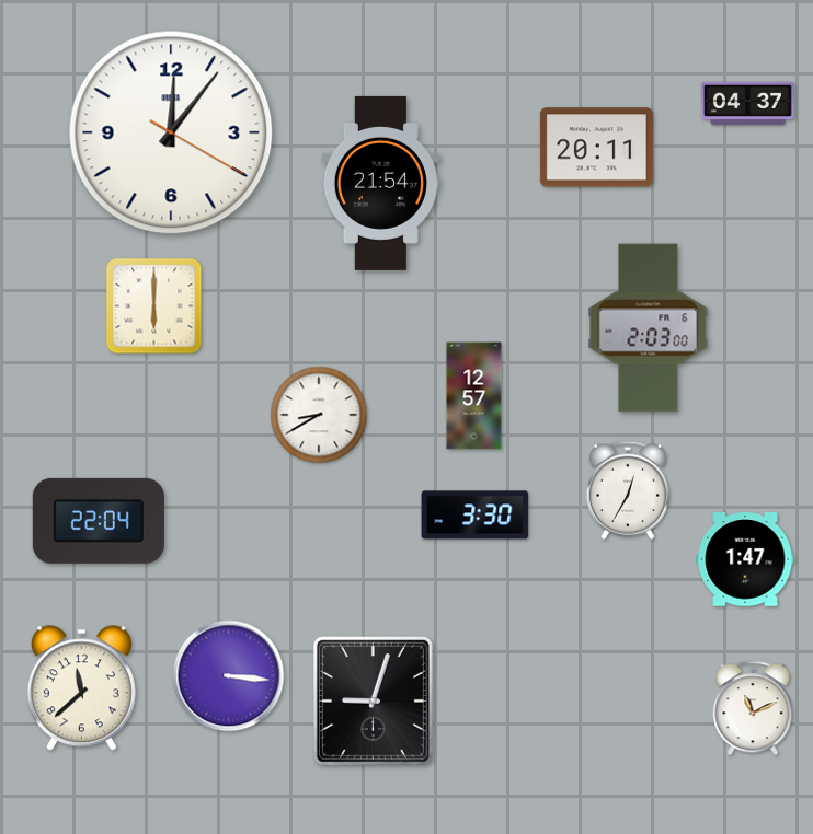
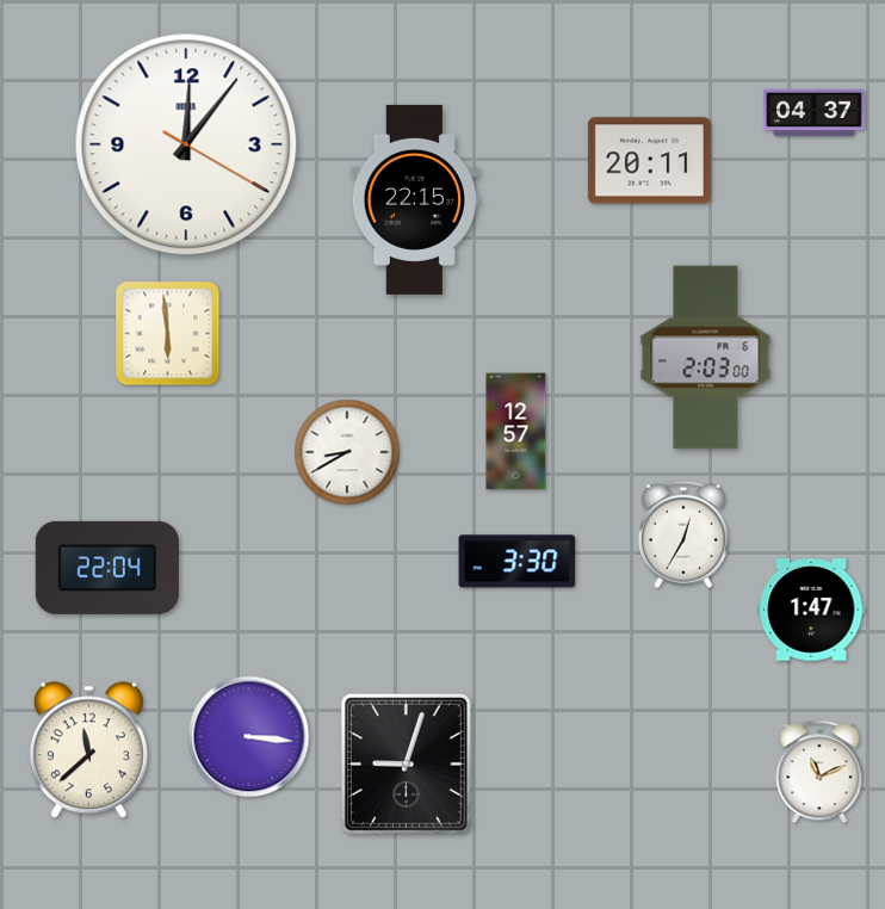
clock at (380, 183): 21:54 -> 22:15
clock at (154, 306): 6:00 -> 5:59
